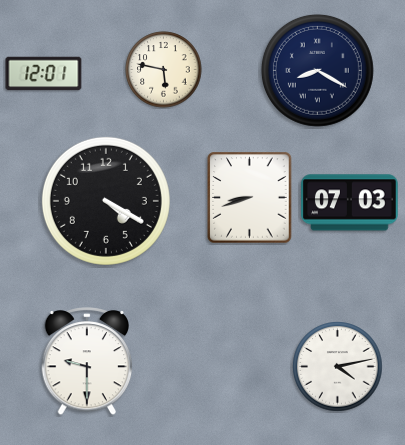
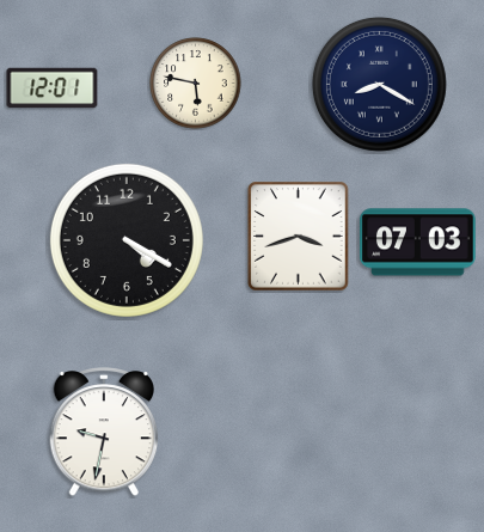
clock at (250, 198): 8:42 -> 3:42
clock at (87, 362): 9:30 -> 9:32
clock at (338, 367): 4:13 -> none
